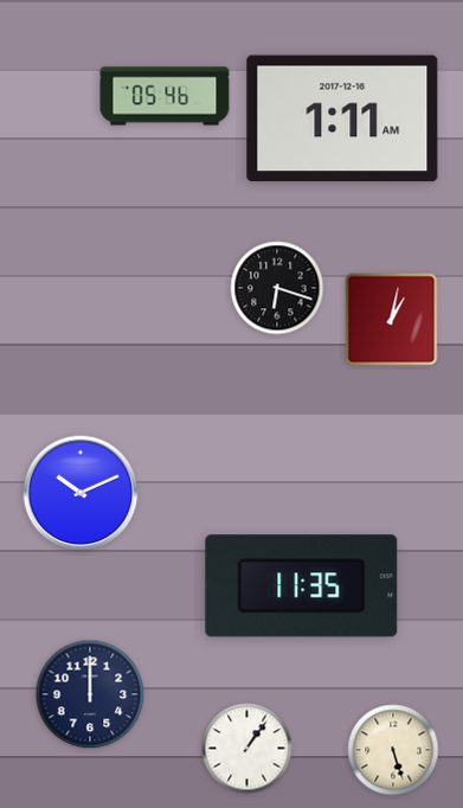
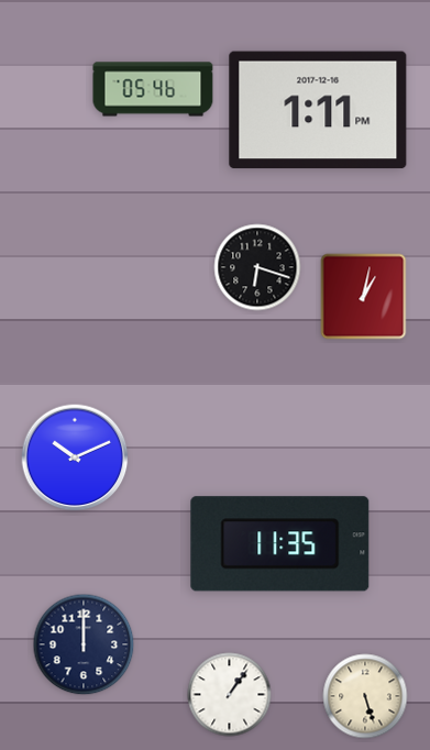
clock at (342, 118): 1:11 AM -> 1:11 PM
